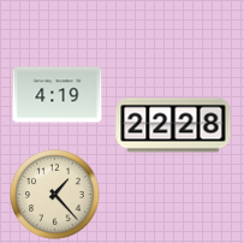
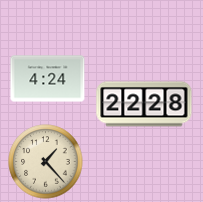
clock at (58, 95): 4:19 -> 4:24
